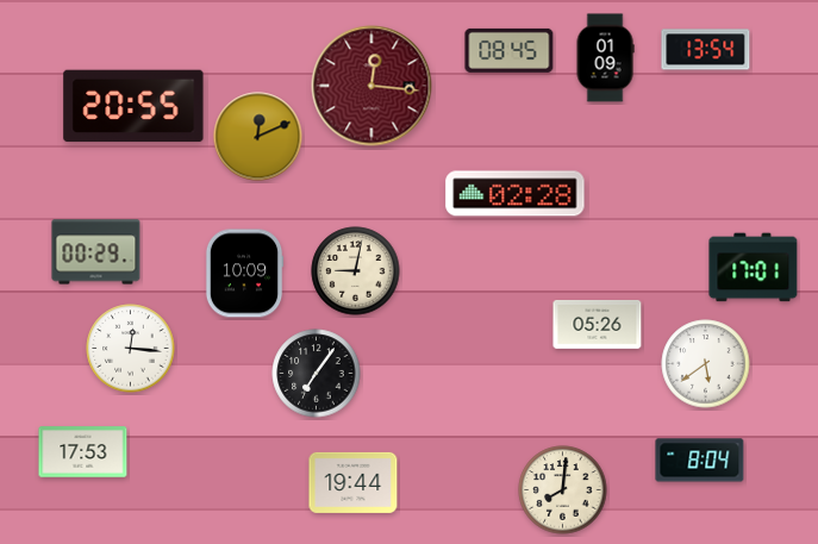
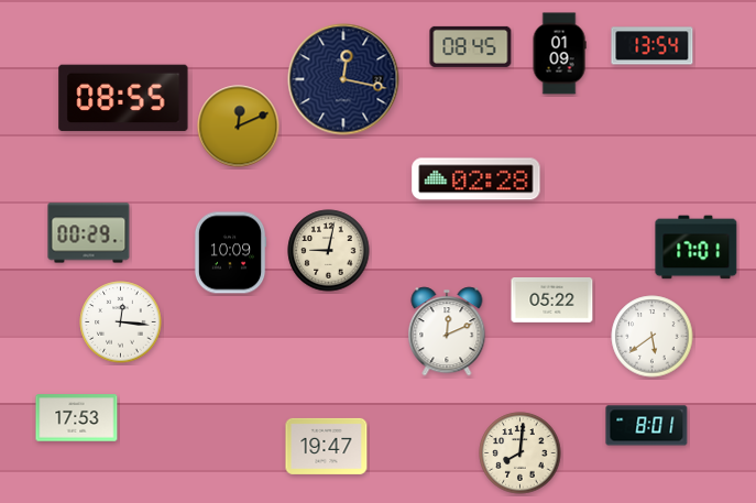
clock at (371, 86): 12:16 -> 12:17
clock at (371, 86) dial: burgundy -> navy
clock at (133, 106): 20:55 -> 08:55
clock at (244, 274) position: (244, 274) -> (230, 253)
clock at (598, 325): 05:26 -> 05:22
clock at (447, 331): none -> 12:11
clock at (317, 374): 7:06 -> none
clock at (700, 461): 8:04 -> 8:01
clock at (354, 482): 19:44 -> 19:47
